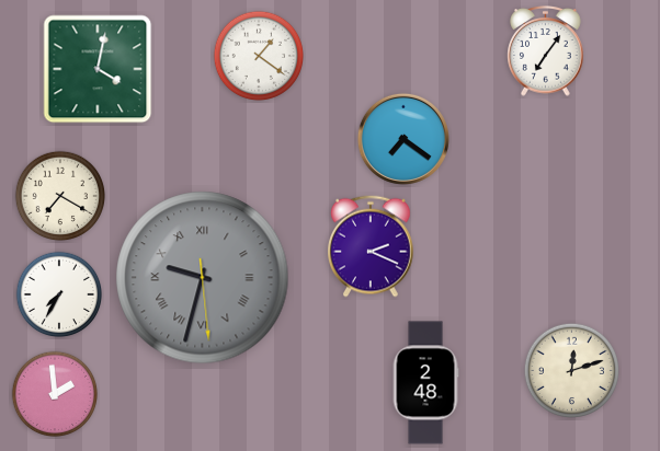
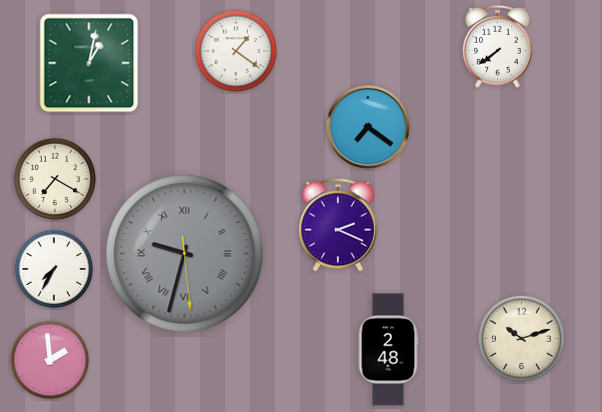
clock at (546, 51): 7:06 -> 7:39
clock at (98, 69): 4:02 -> 1:02
clock at (571, 370): 12:12 -> 10:12
